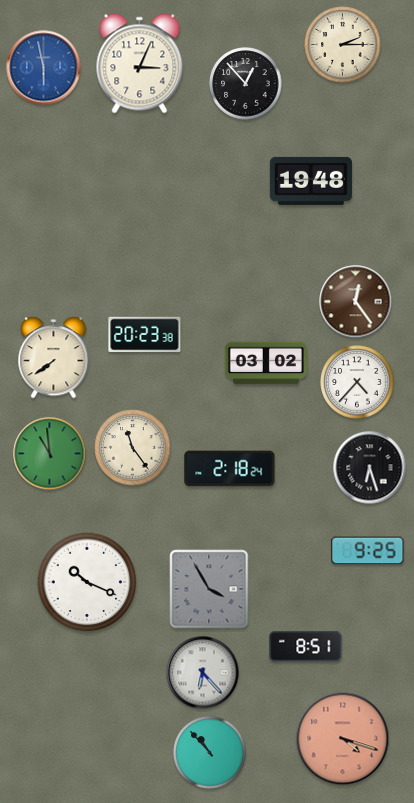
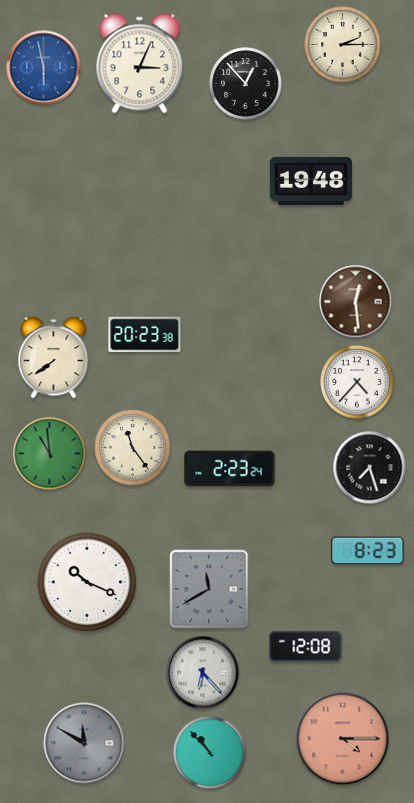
clock at (356, 302): 12:24 -> 12:29
clock at (266, 363): 03:02 -> none
clock at (370, 468): 6:27 -> 7:27
clock at (230, 469): 2:18 -> 2:23
clock at (368, 551): 9:25 -> 8:23
clock at (209, 589): 3:55 -> 11:40
clock at (306, 647): 8:51 -> 12:08
clock at (343, 739): 4:18 -> 4:15
clock at (84, 743): none -> 11:50
